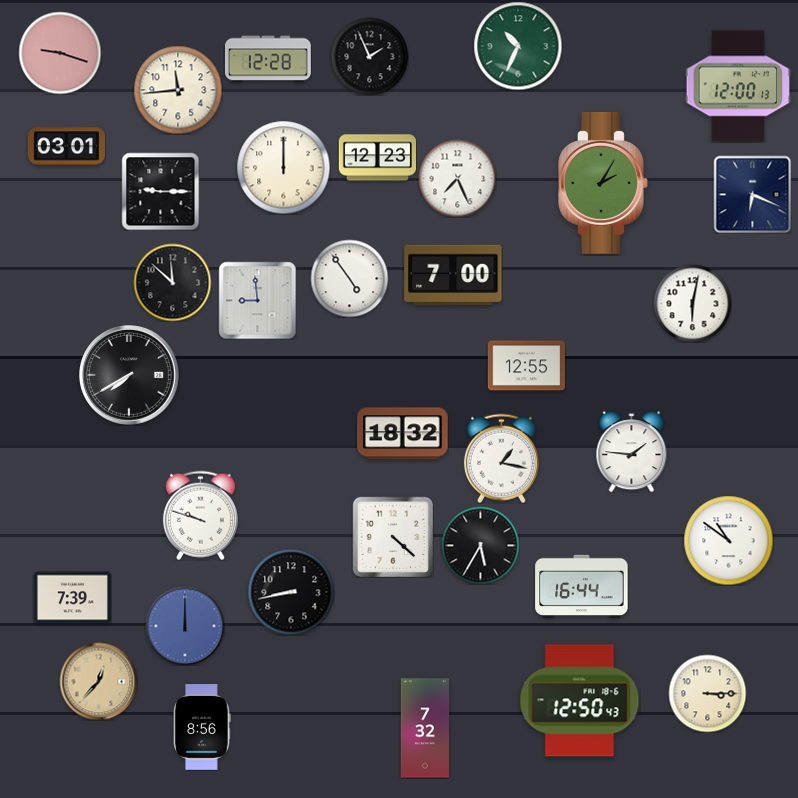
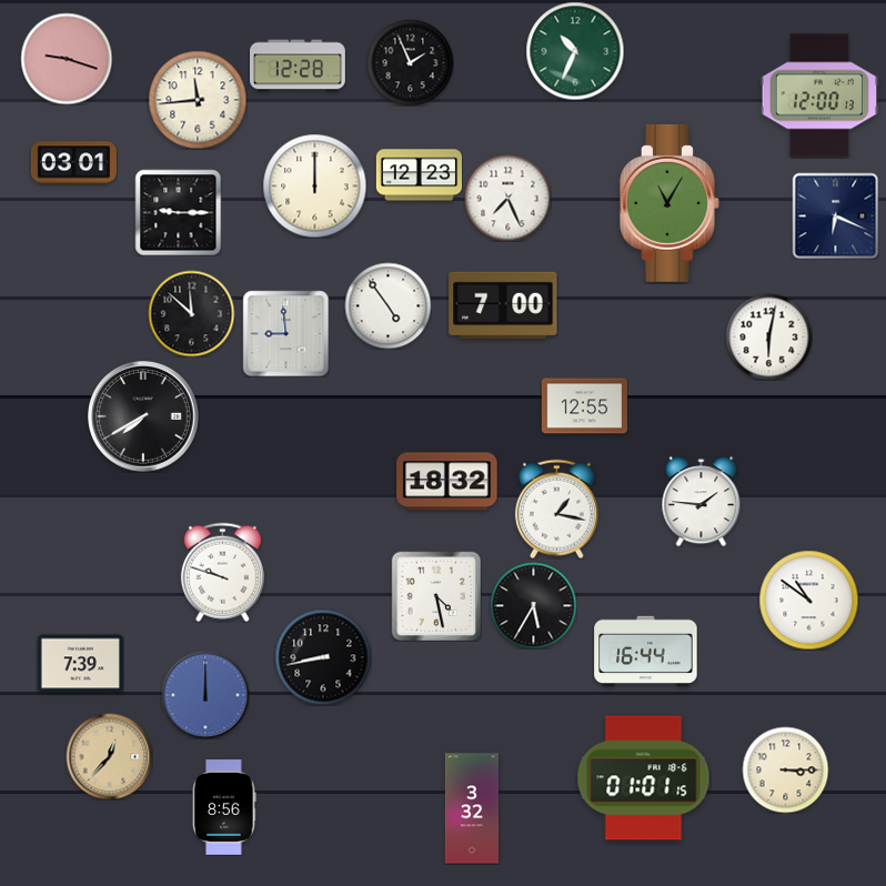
clock at (604, 184): 2:05 -> 11:05
clock at (349, 278) position: (349, 278) -> (387, 305)
clock at (393, 537): 4:22 -> 4:28
clock at (580, 701): 12:50 -> 01:01
clock at (424, 728): 7:32 -> 3:32
